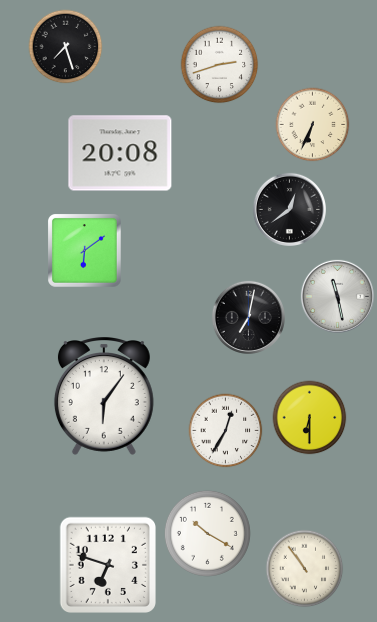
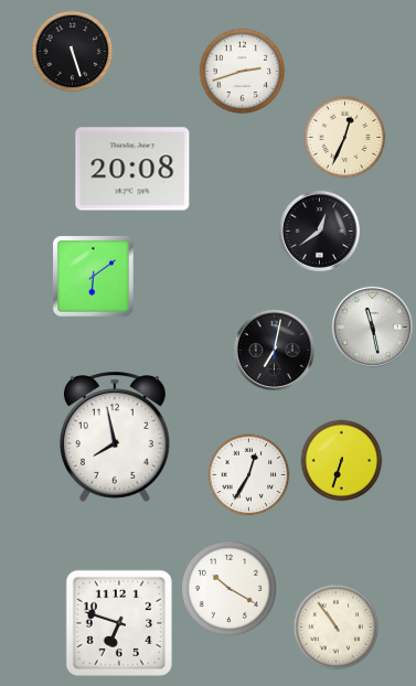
clock at (66, 47): 7:27 -> 5:27
clock at (313, 125): 6:34 -> 12:34
clock at (104, 397): 6:06 -> 7:58
clock at (310, 418): 6:30 -> 6:33
